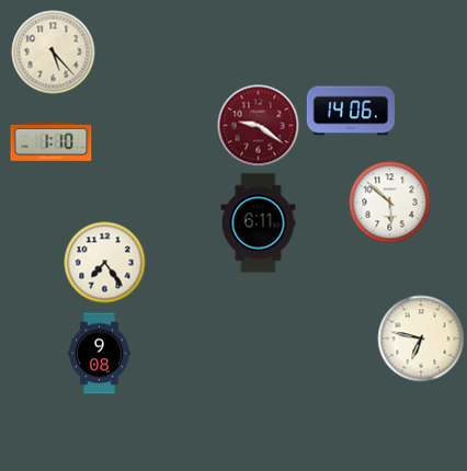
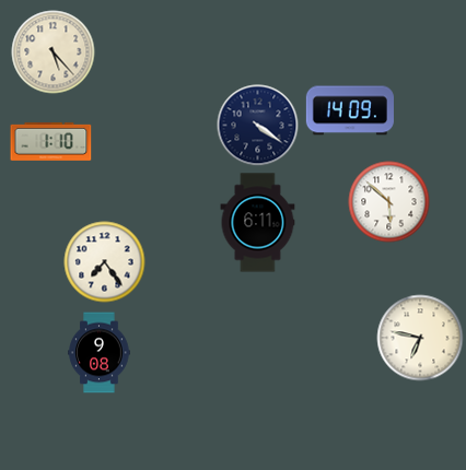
clock at (351, 111): 14:06 -> 14:09
clock at (259, 126): 9:21 -> 4:21
clock at (259, 126) dial: burgundy -> navy
